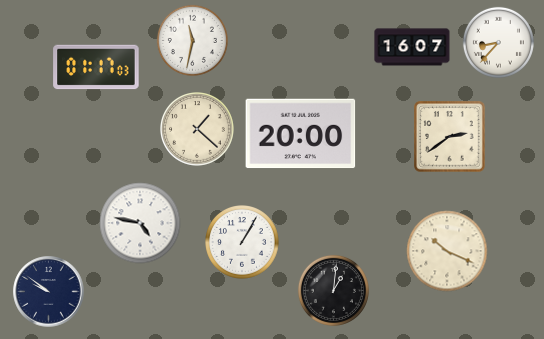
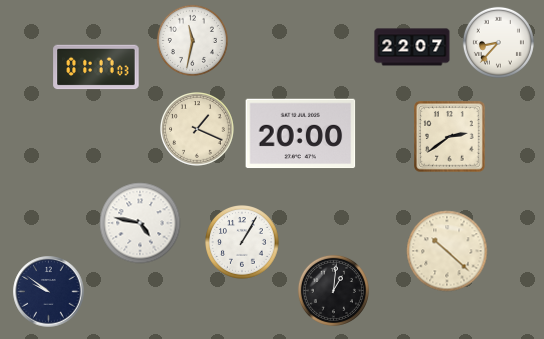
clock at (412, 47): 16:07 -> 22:07
clock at (198, 130): 1:22 -> 1:19
clock at (447, 251): 10:19 -> 10:22
